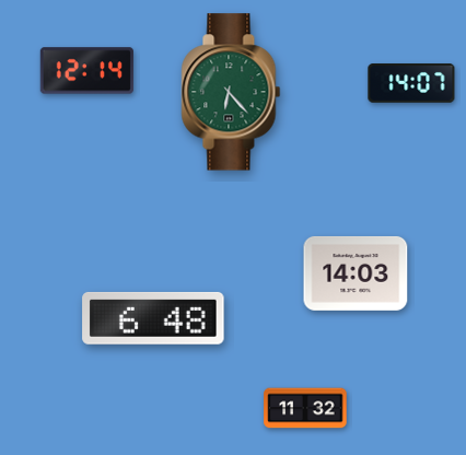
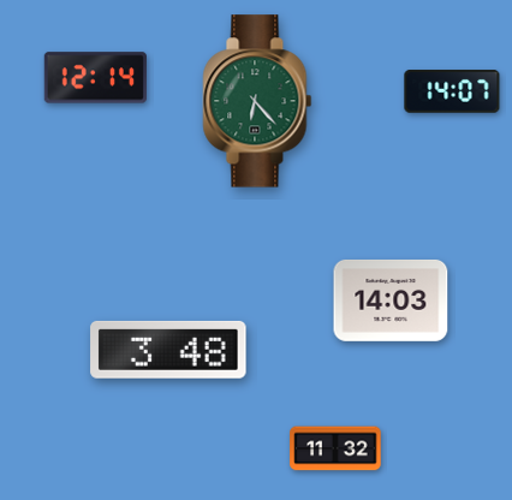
clock at (231, 92) position: (231, 92) -> (257, 101)
clock at (153, 318): 6:48 -> 3:48
